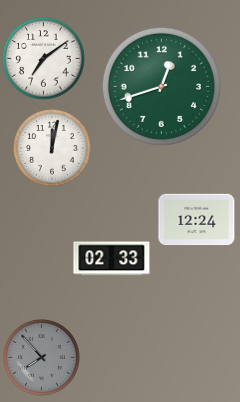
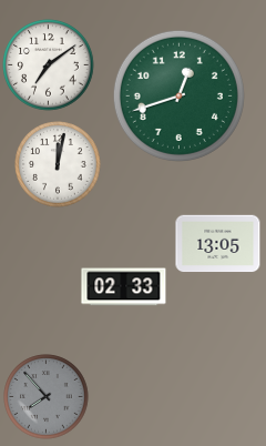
clock at (197, 220): 12:24 -> 13:05
